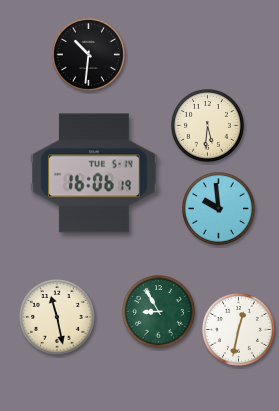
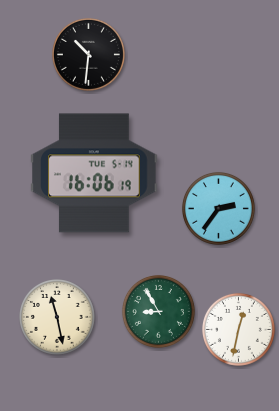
clock at (207, 125): 5:31 -> none
clock at (218, 208): 9:59 -> 2:36
